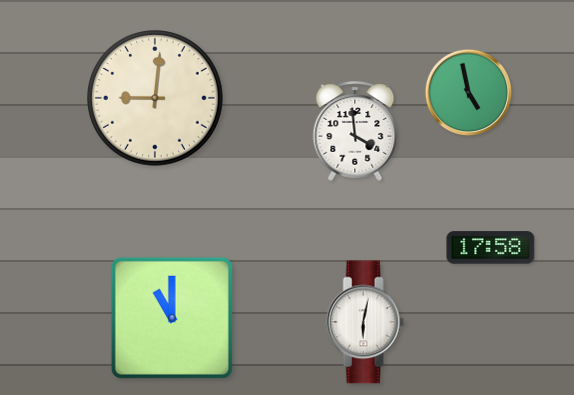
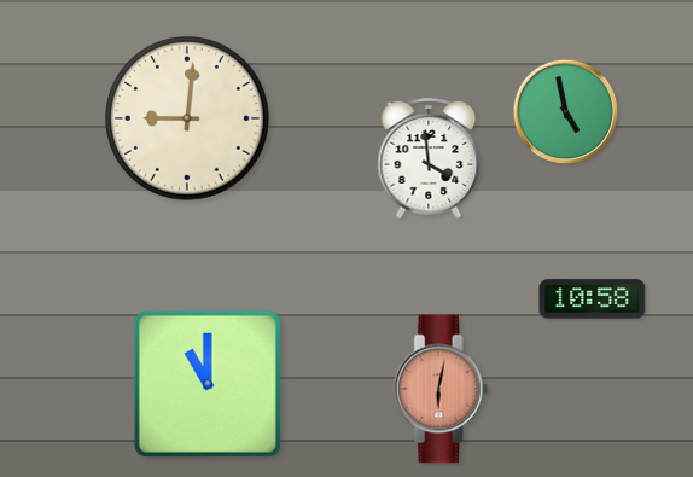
clock at (491, 248): 17:58 -> 10:58
clock at (365, 322) dial: white -> salmon
